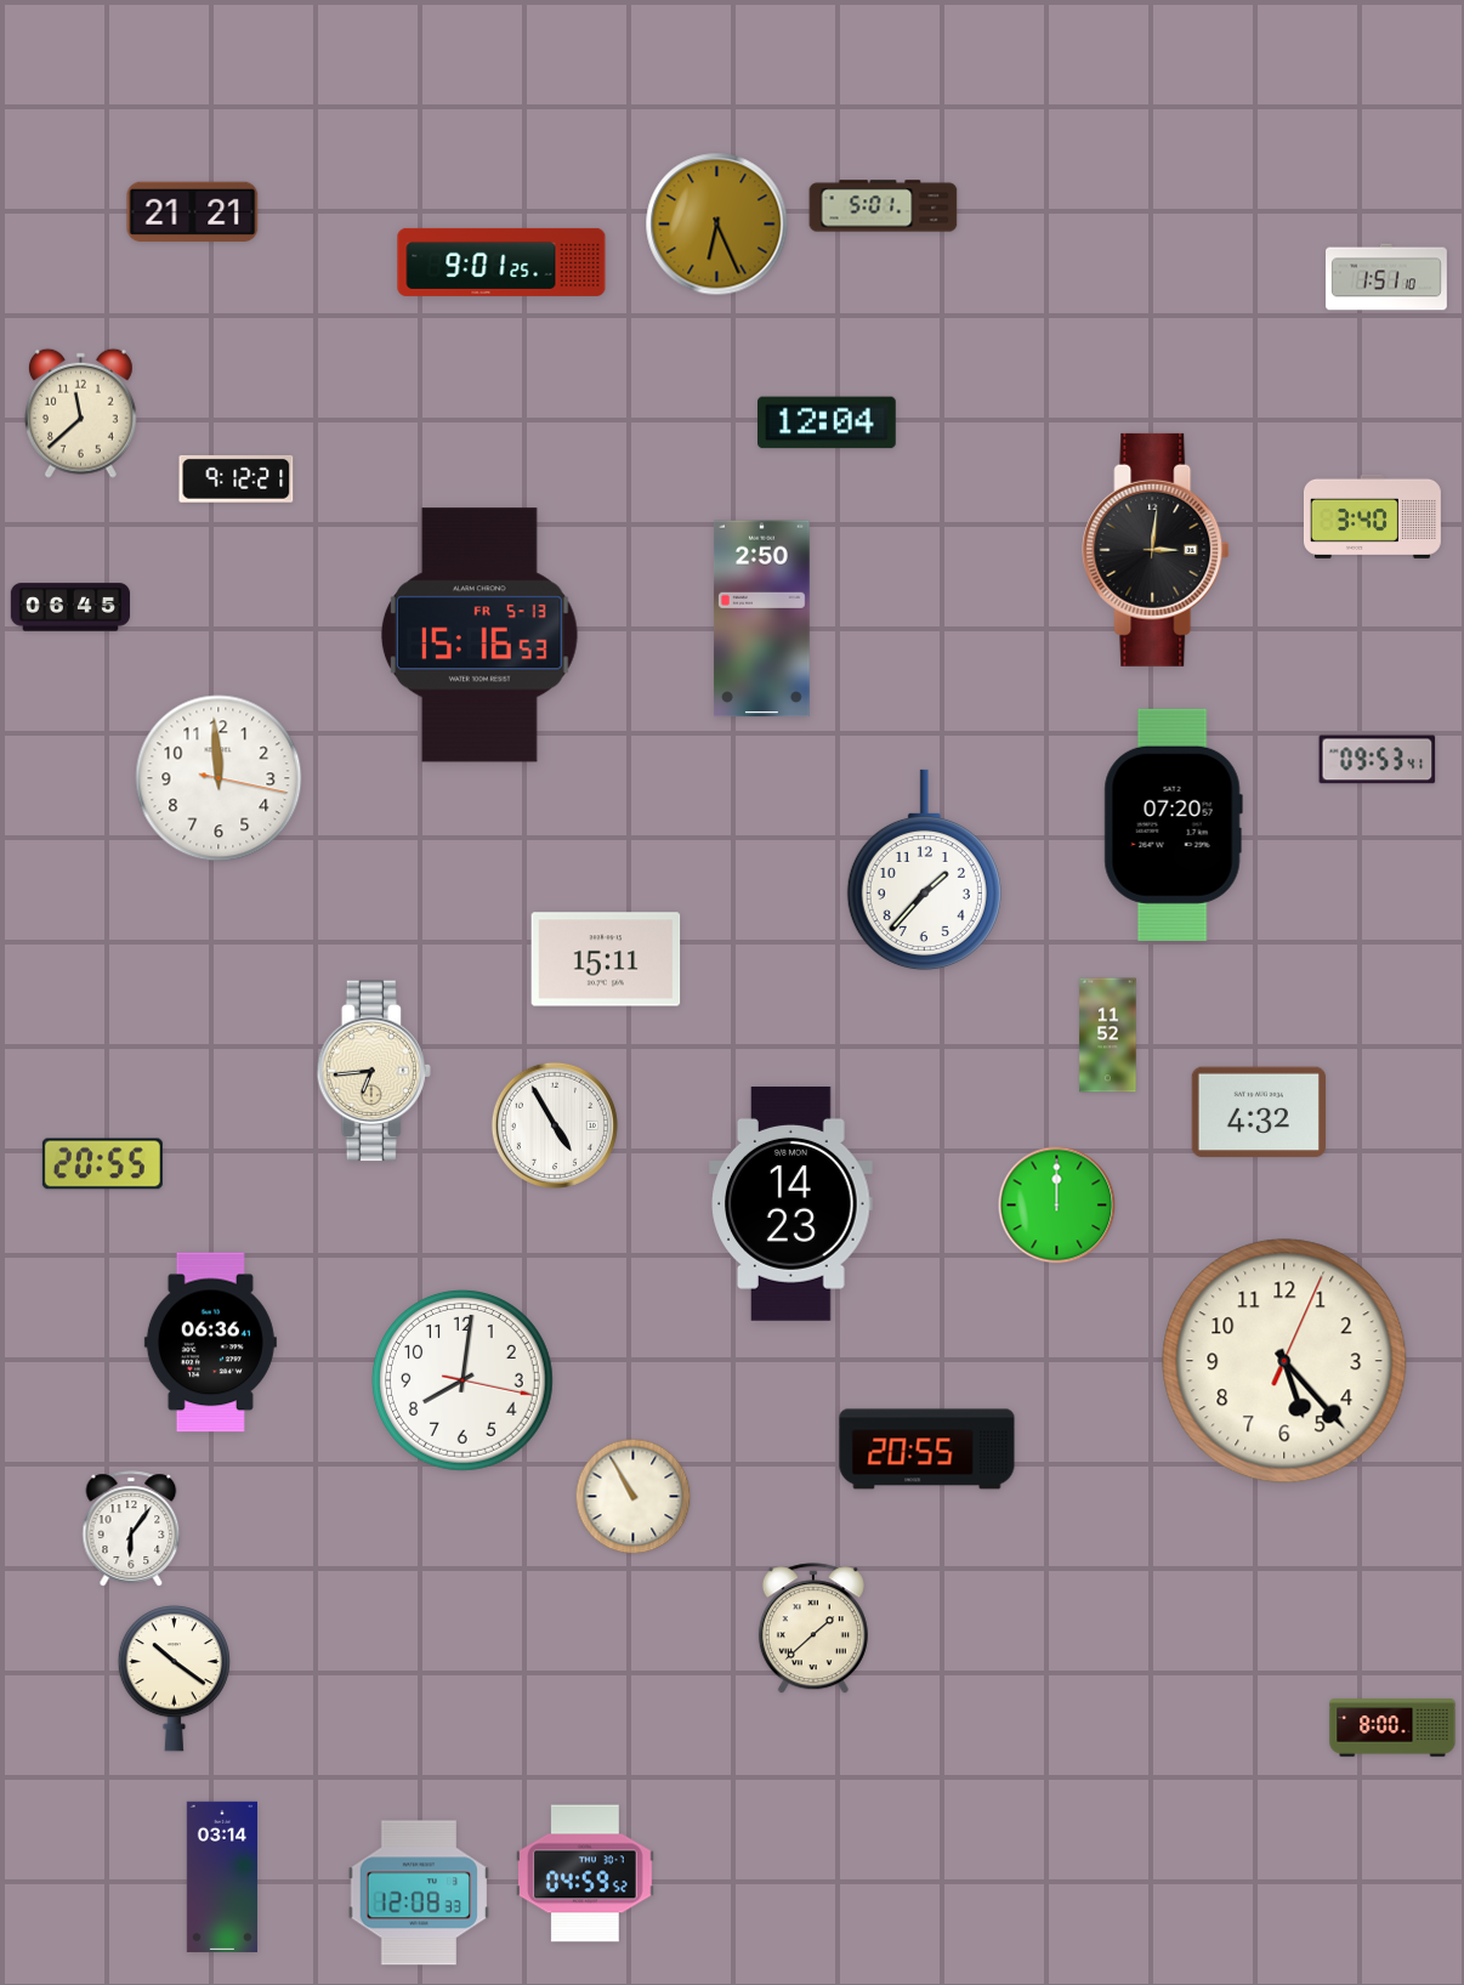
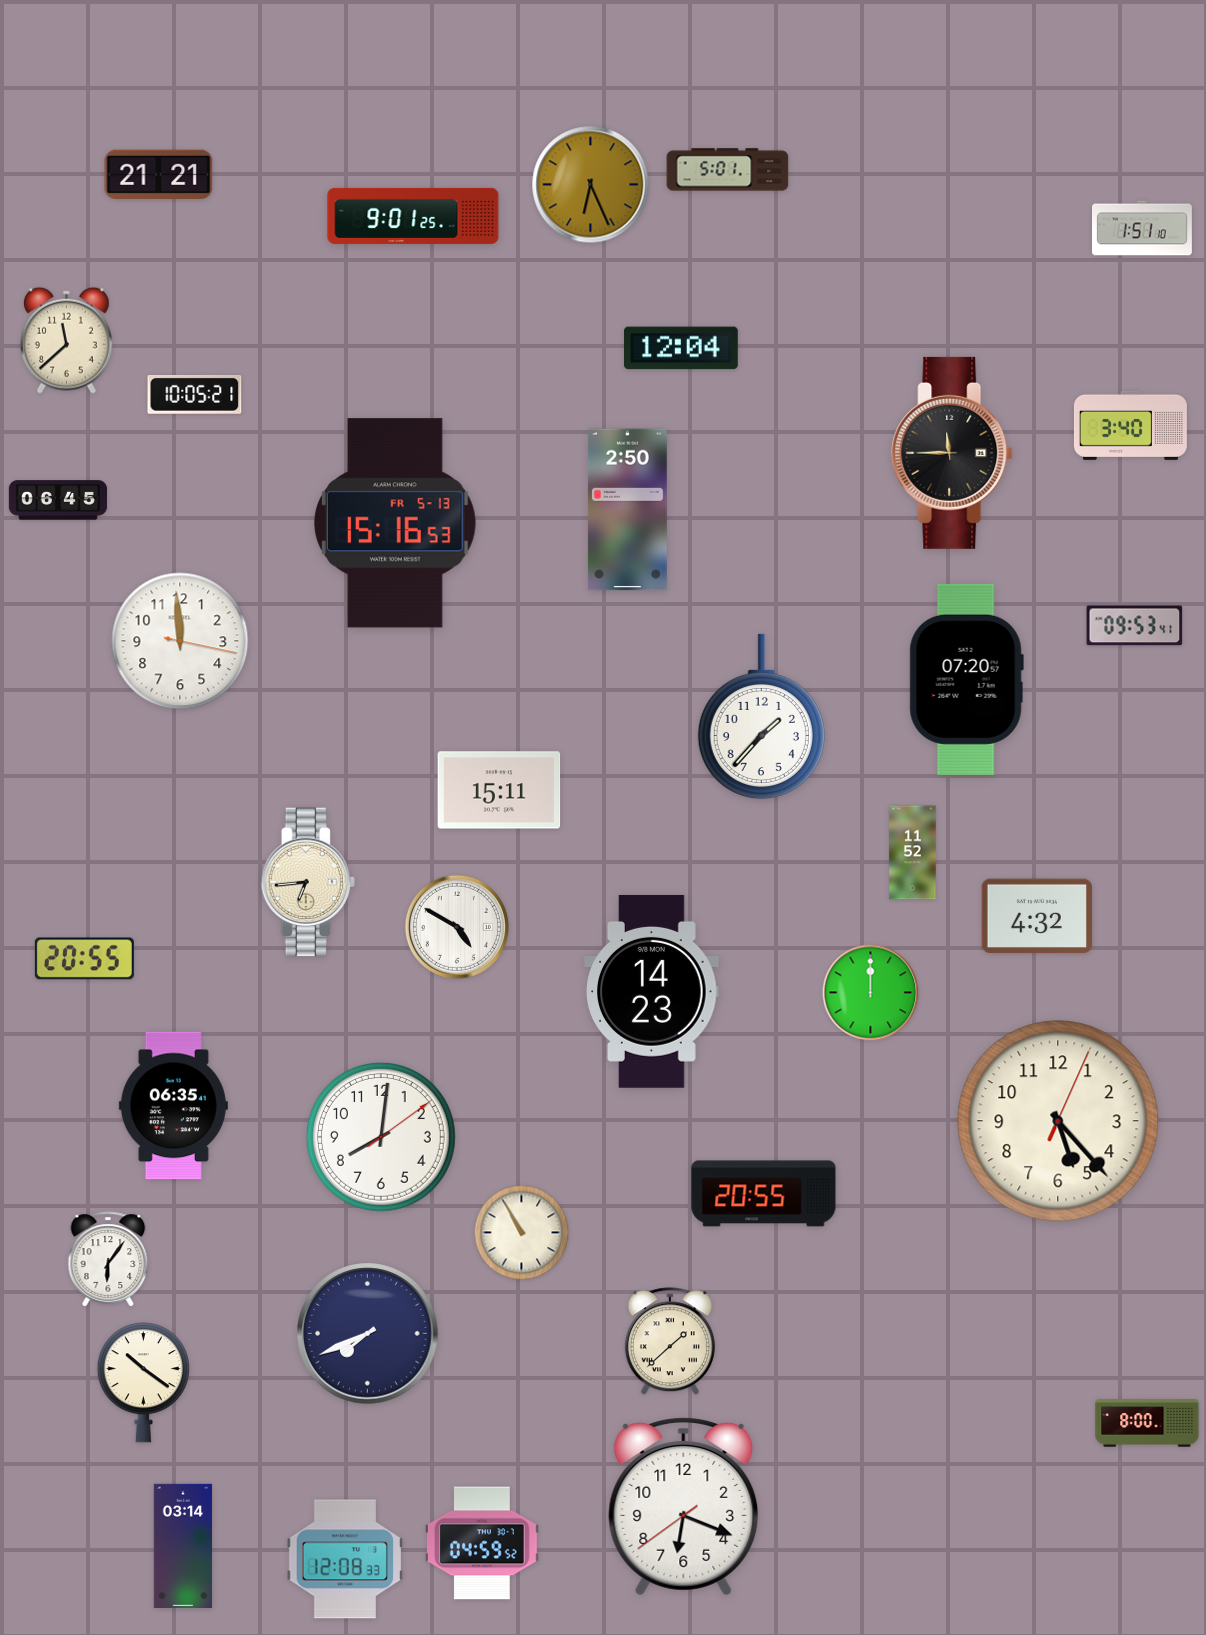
clock at (237, 480): 9:12 -> 10:05
clock at (1156, 550): 3:01 -> 11:45
clock at (555, 1125): 4:55 -> 4:50
clock at (210, 1343): 06:36 -> 06:35
clock at (464, 1382): 8:01:17 -> 8:01:09
clock at (368, 1334): none -> 7:41
clock at (684, 1507): none -> 6:18
